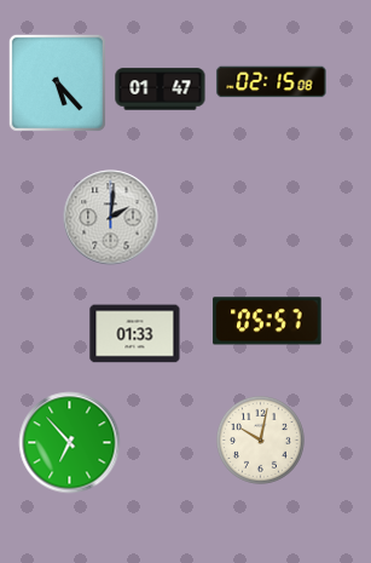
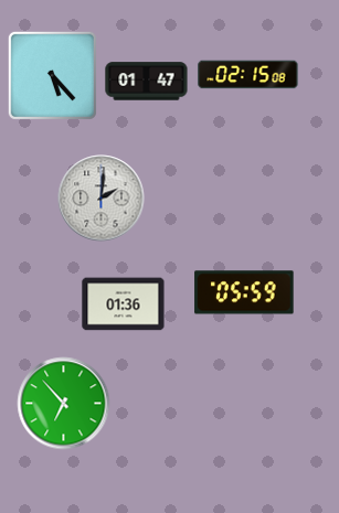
clock at (267, 321): 05:57 -> 05:59
clock at (135, 334): 01:33 -> 01:36
clock at (260, 440): 10:02 -> none
